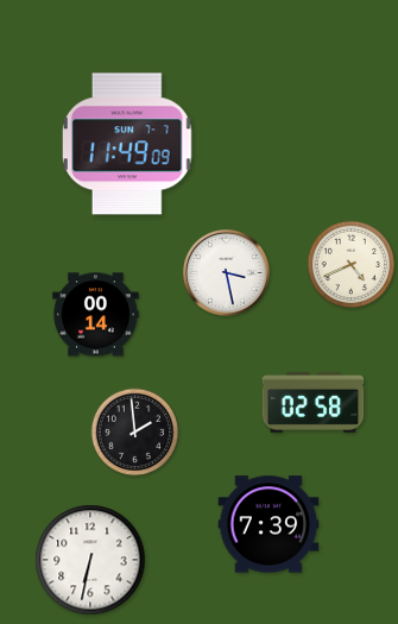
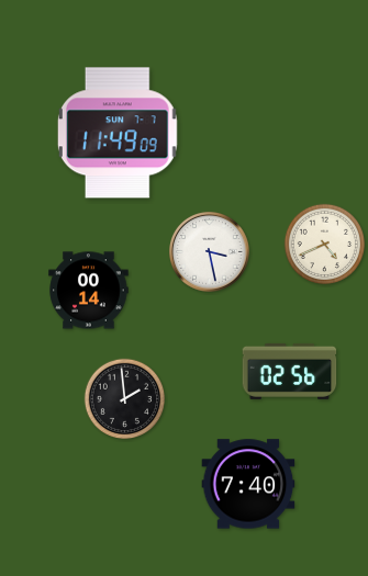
clock at (314, 402): 02:58 -> 02:56
clock at (269, 524): 7:39 -> 7:40
clock at (90, 560): 6:32 -> none
